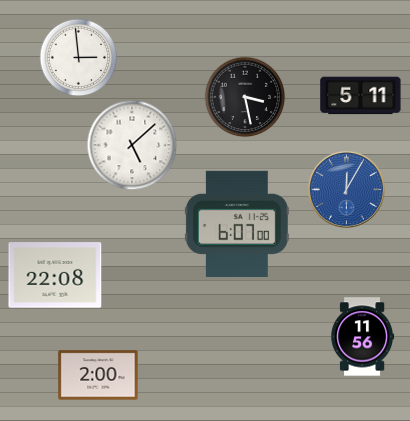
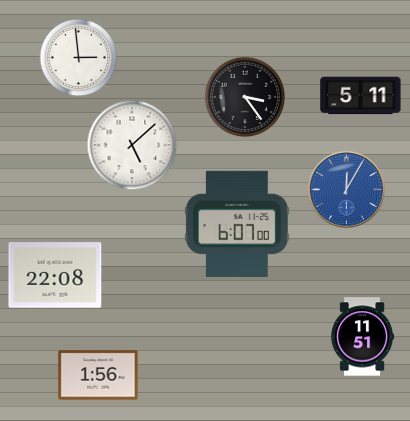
clock at (245, 97): 3:28 -> 3:24
clock at (363, 337): 11:56 -> 11:51
clock at (98, 375): 2:00 -> 1:56
